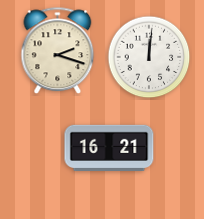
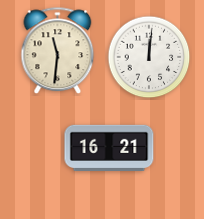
clock at (58, 51): 2:18 -> 11:31
